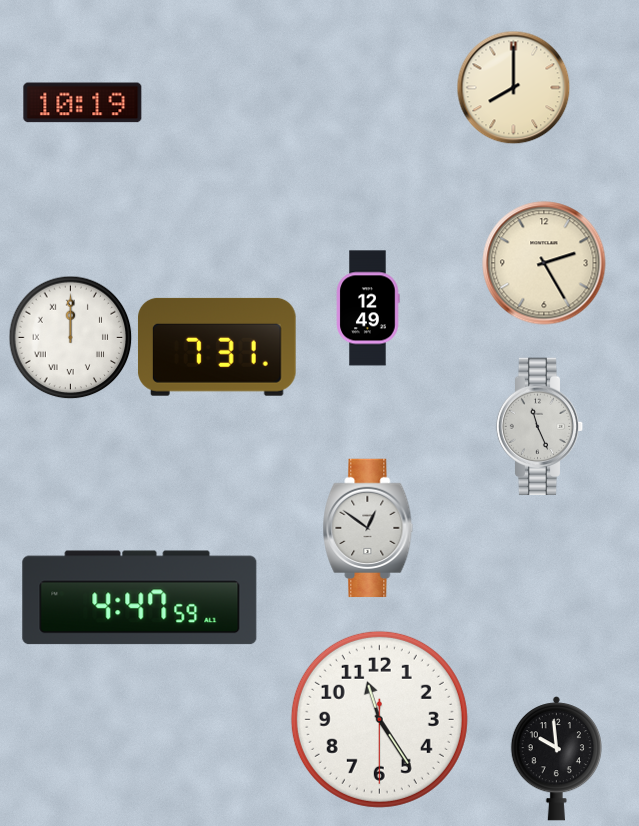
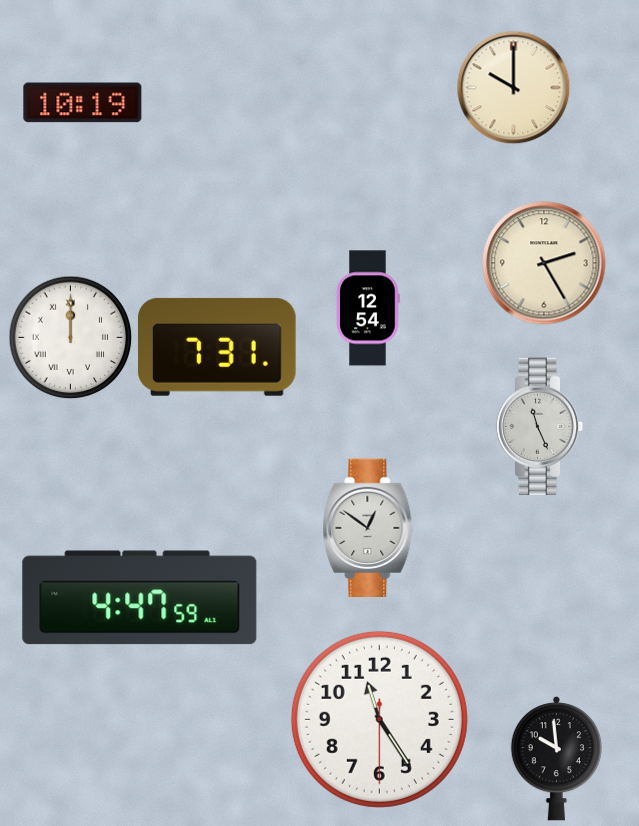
clock at (513, 87): 8:00 -> 10:00
clock at (368, 308): 12:49 -> 12:54
